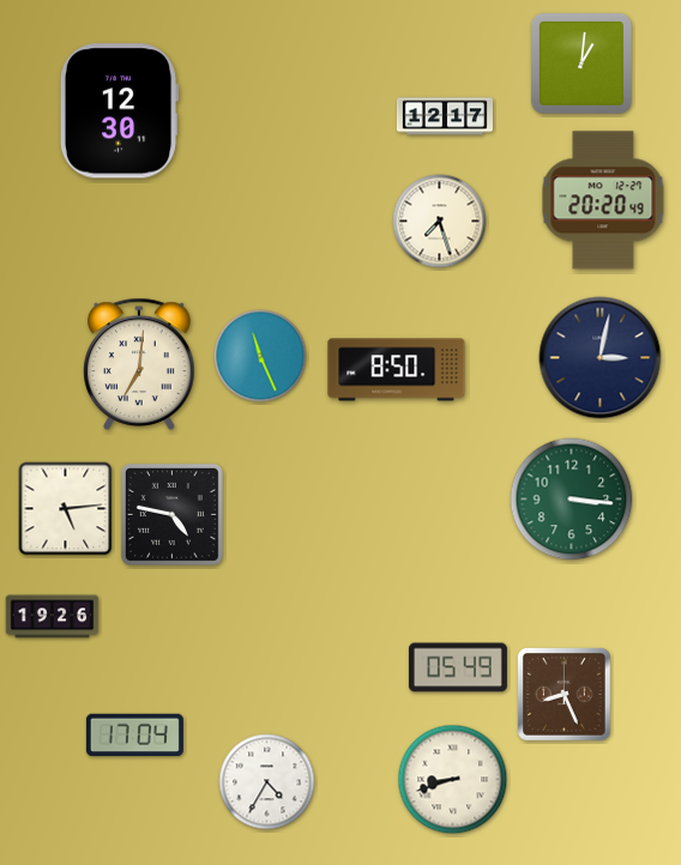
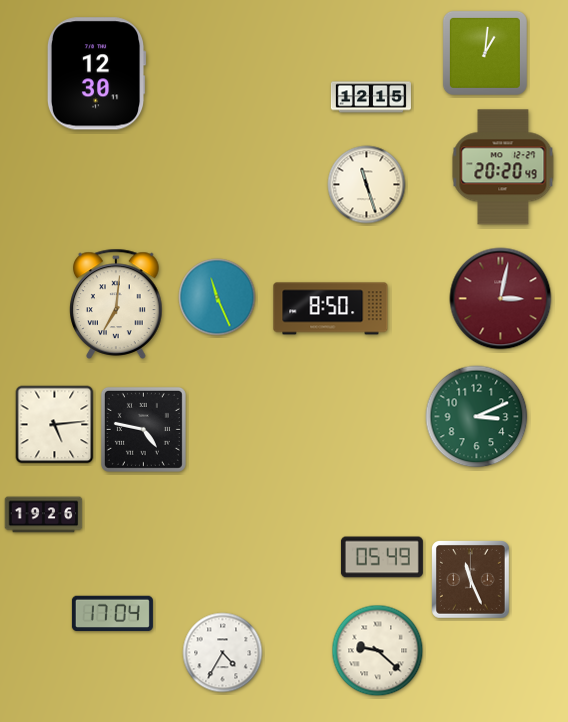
clock at (119, 111) position: (119, 111) -> (96, 74)
clock at (445, 116): 12:17 -> 12:15
clock at (440, 222): 7:27 -> 11:27
clock at (601, 358) dial: navy -> burgundy
clock at (572, 500): 3:16 -> 3:11
clock at (565, 695): 8:26 -> 11:26
clock at (453, 780): 8:42 -> 9:22
